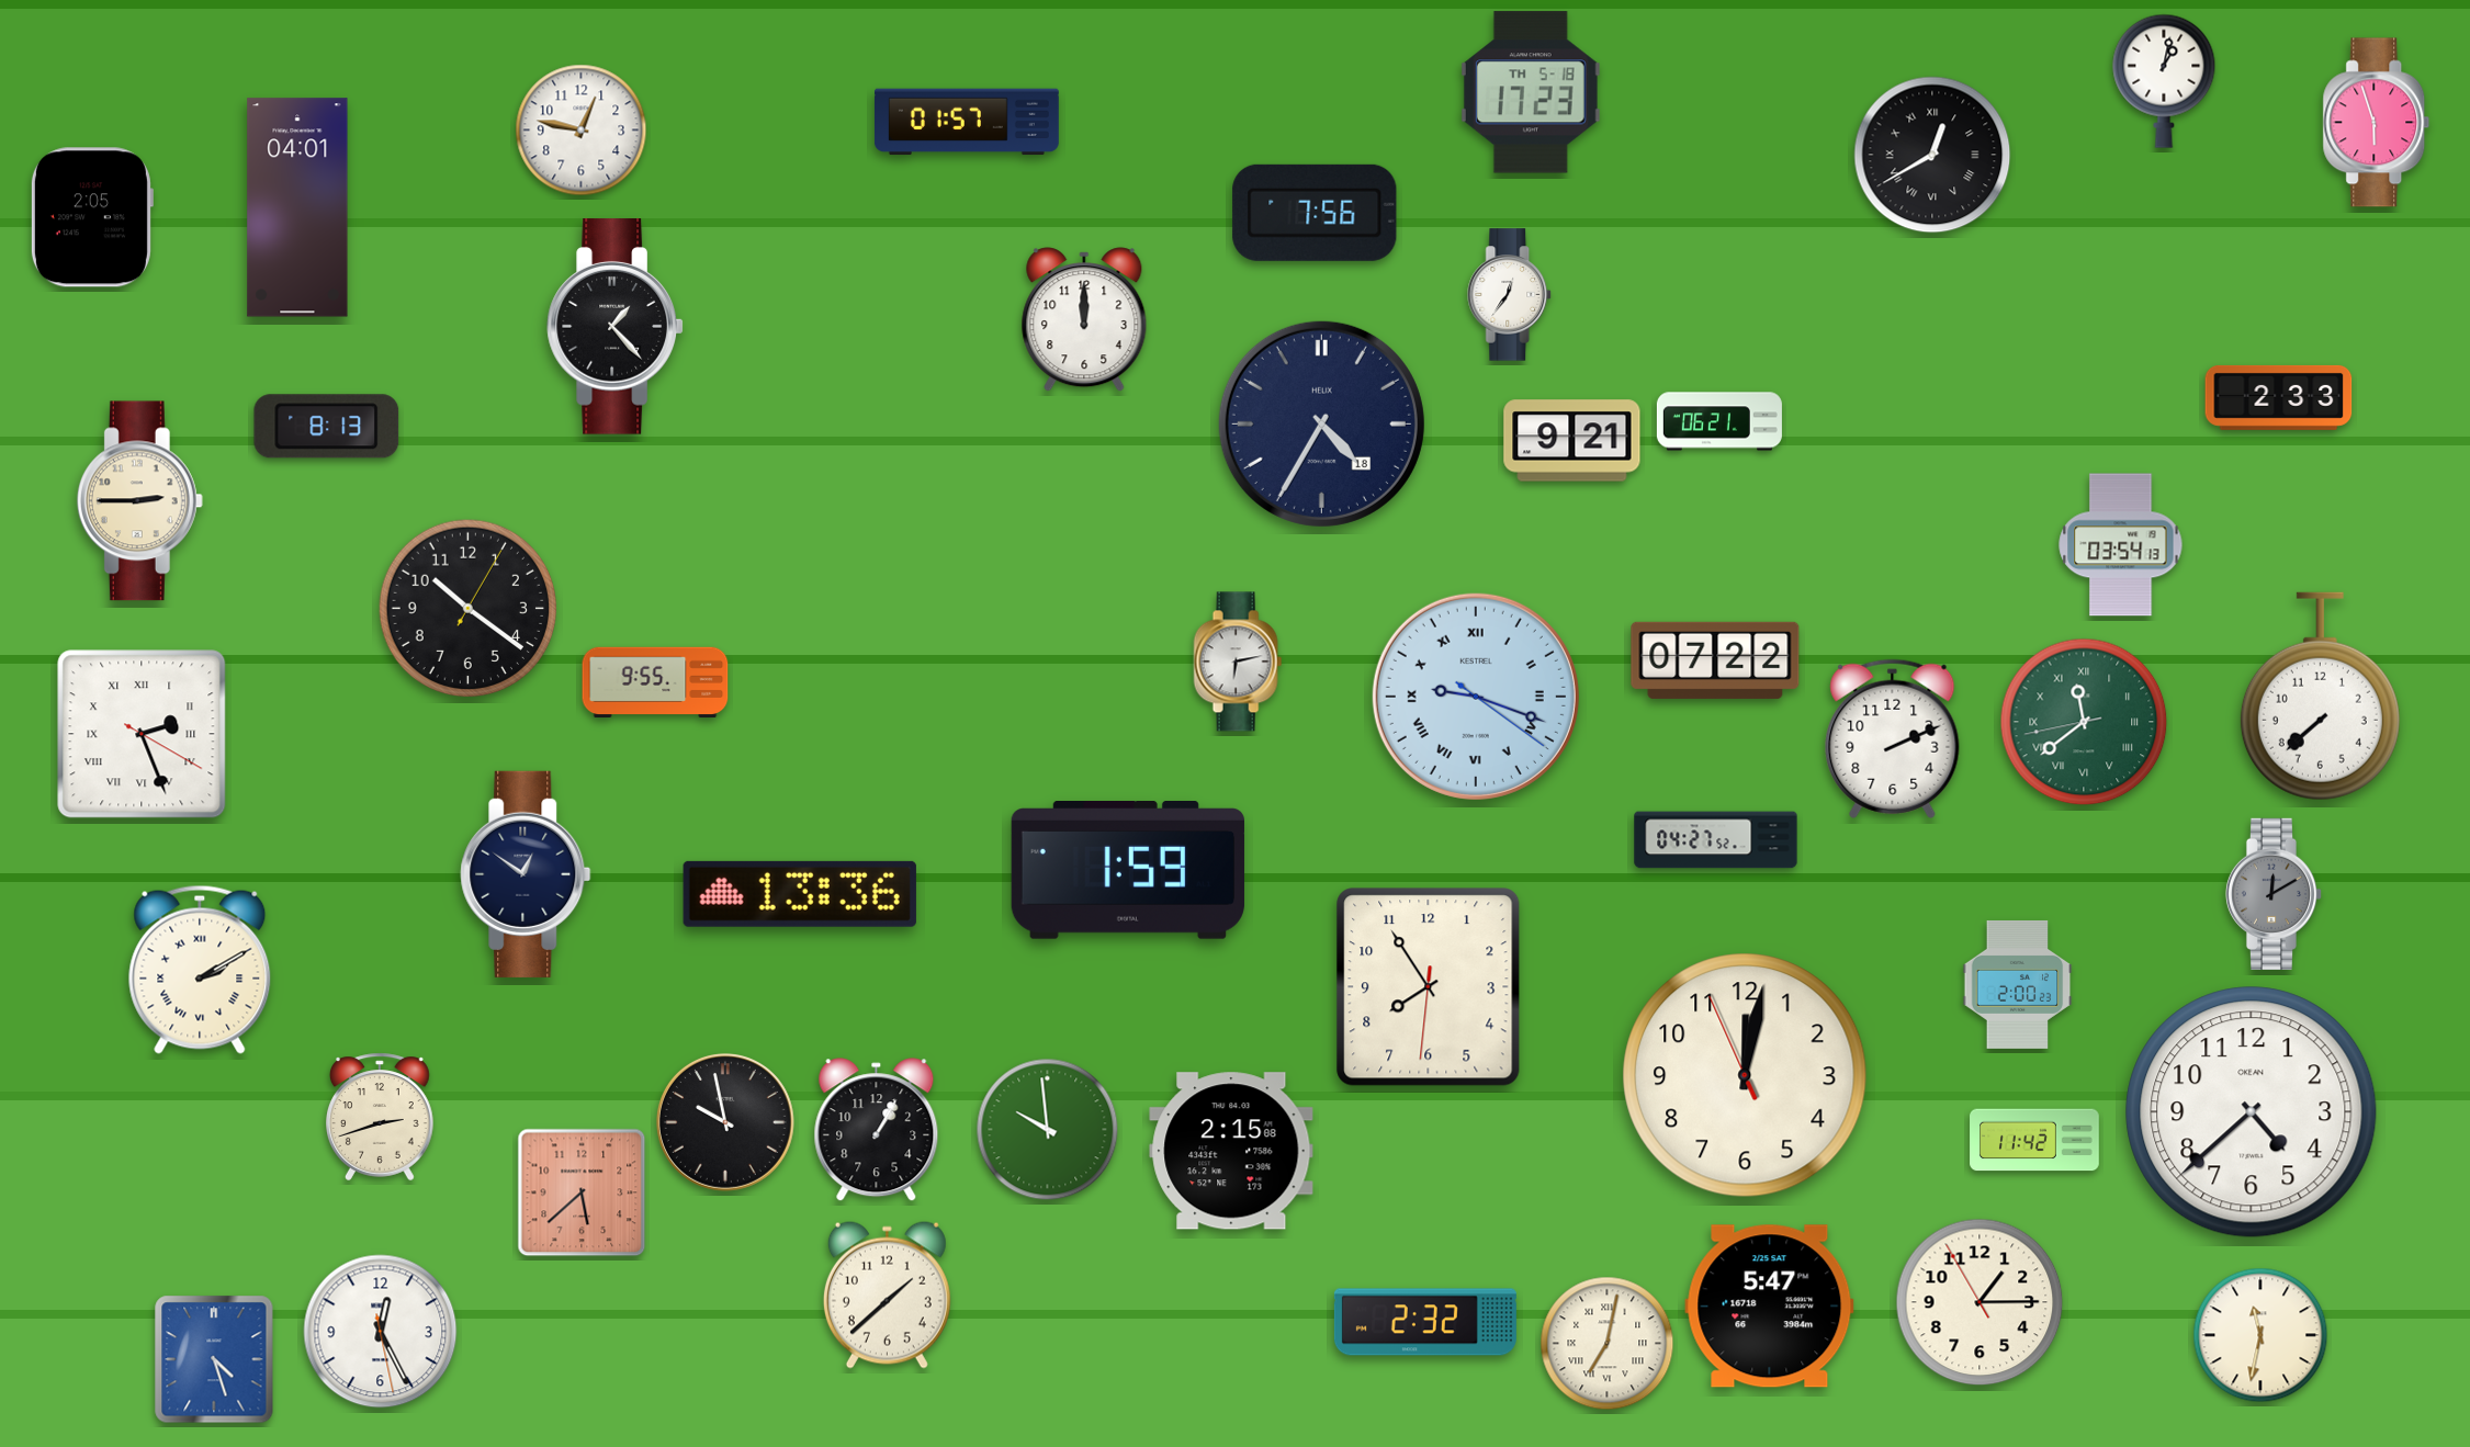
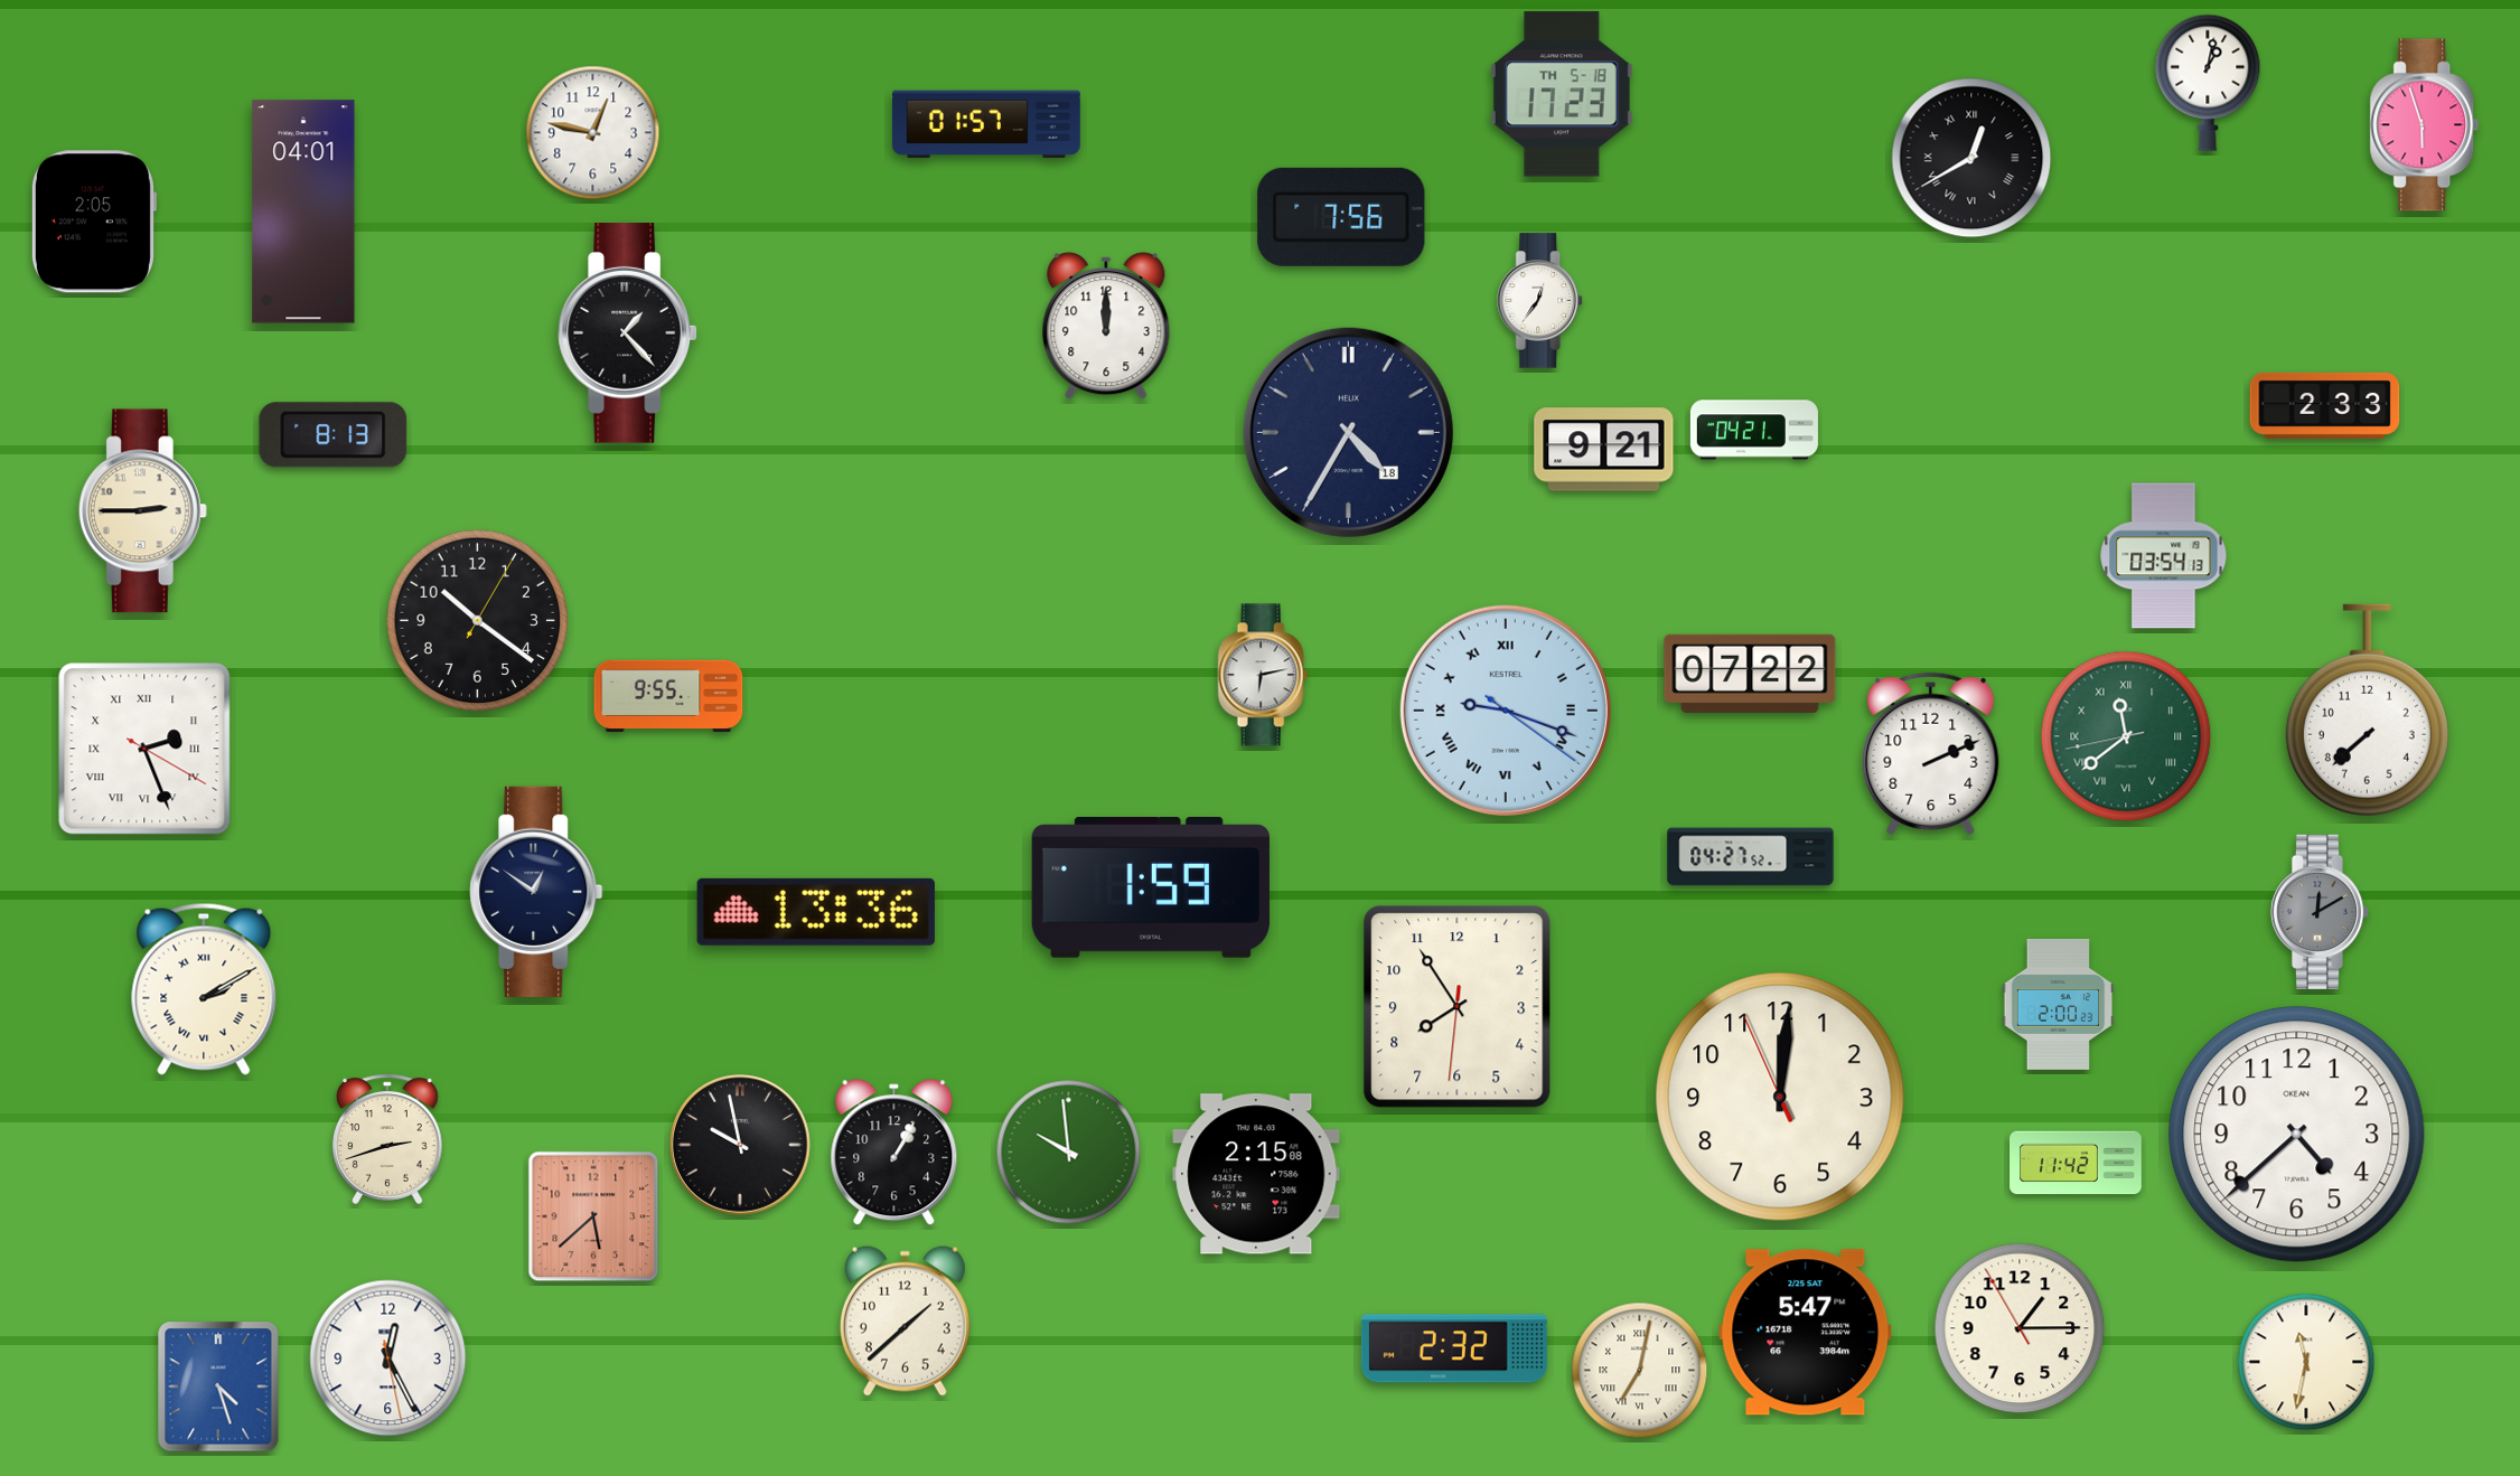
clock at (1719, 421): 06:21 -> 04:21
clock at (1745, 1075): 12:01 -> 12:00
